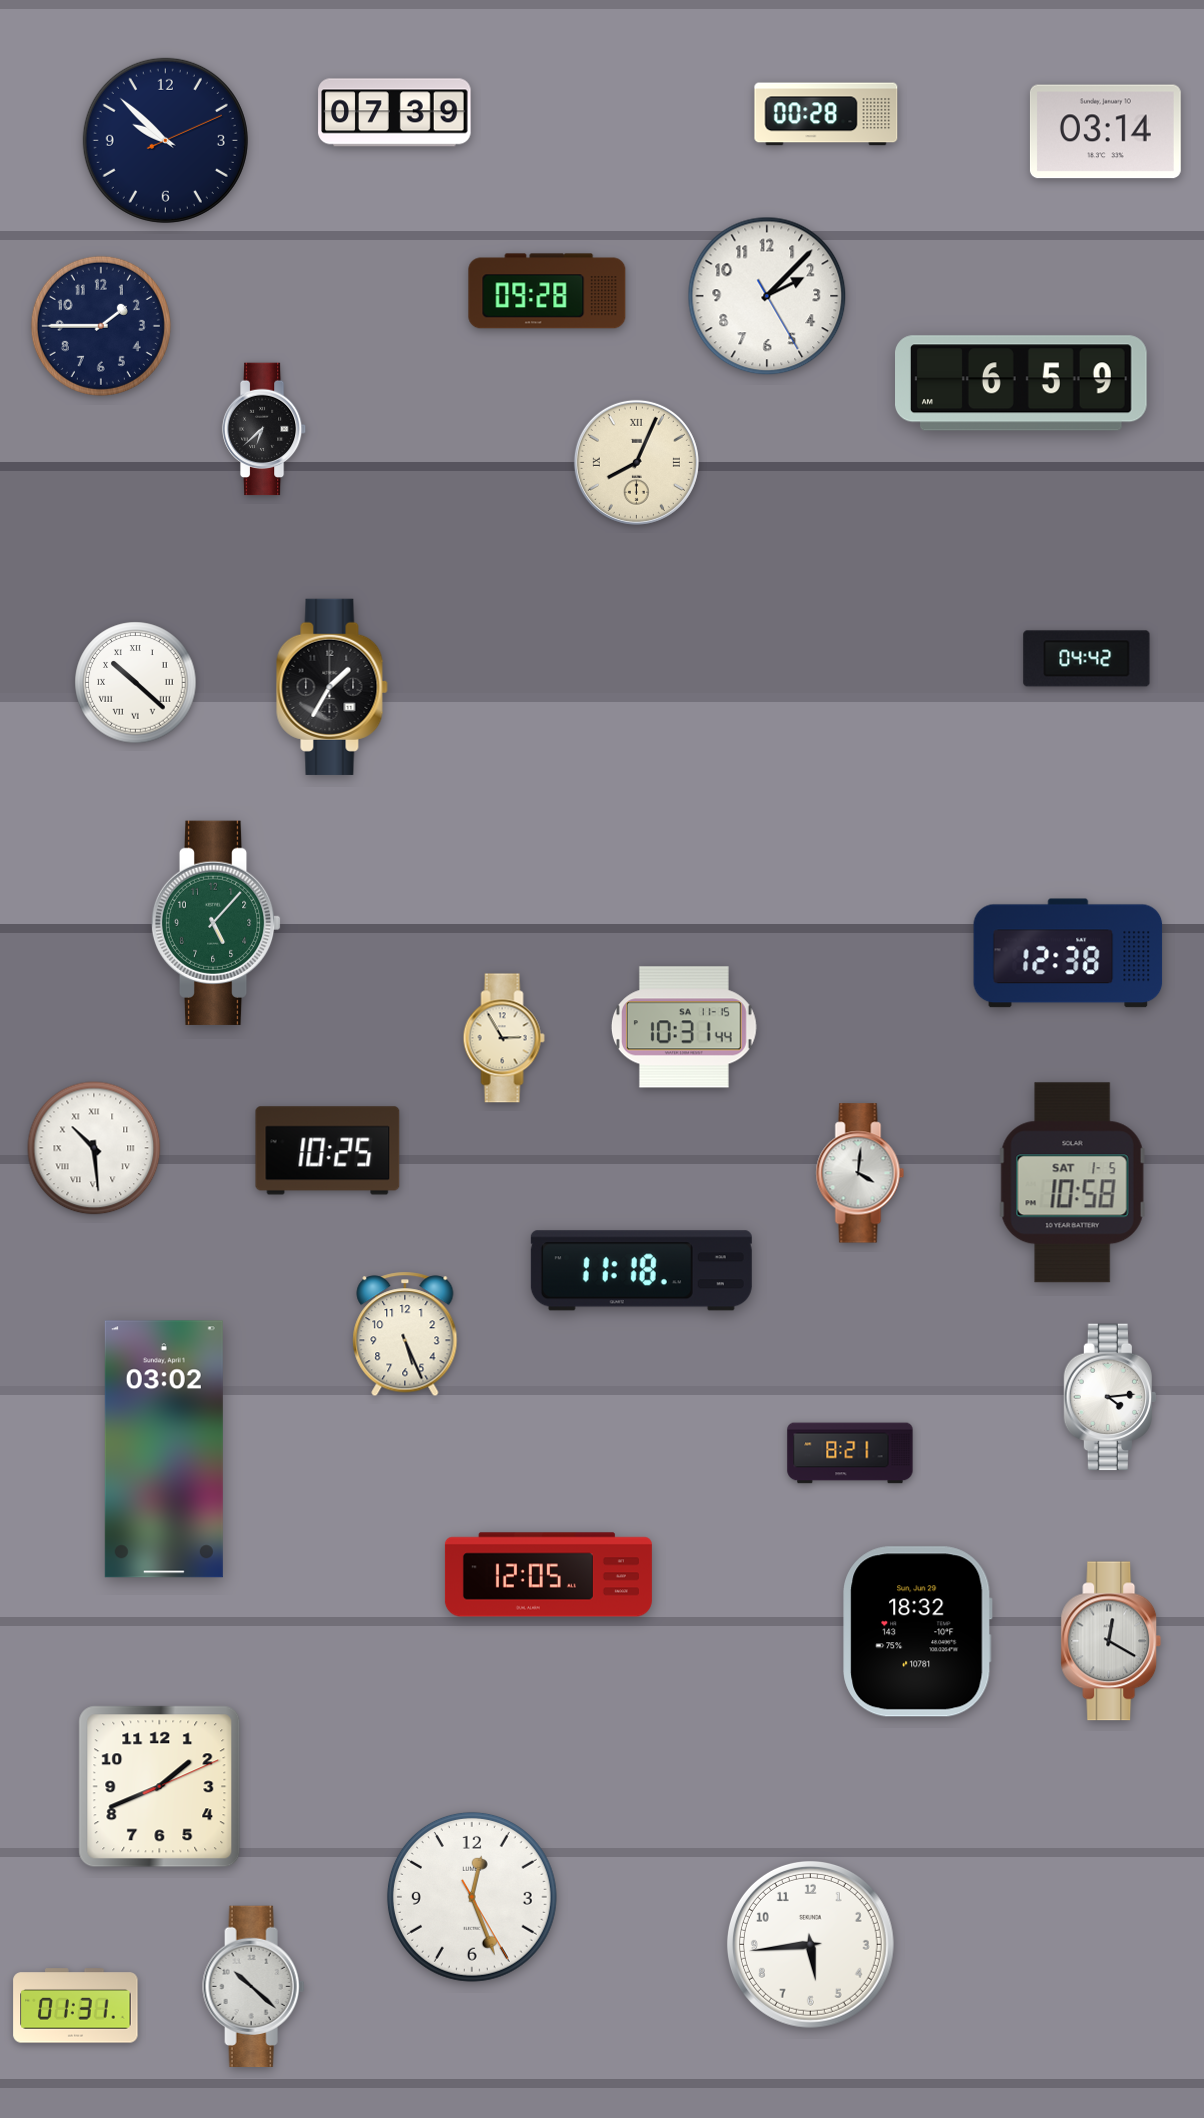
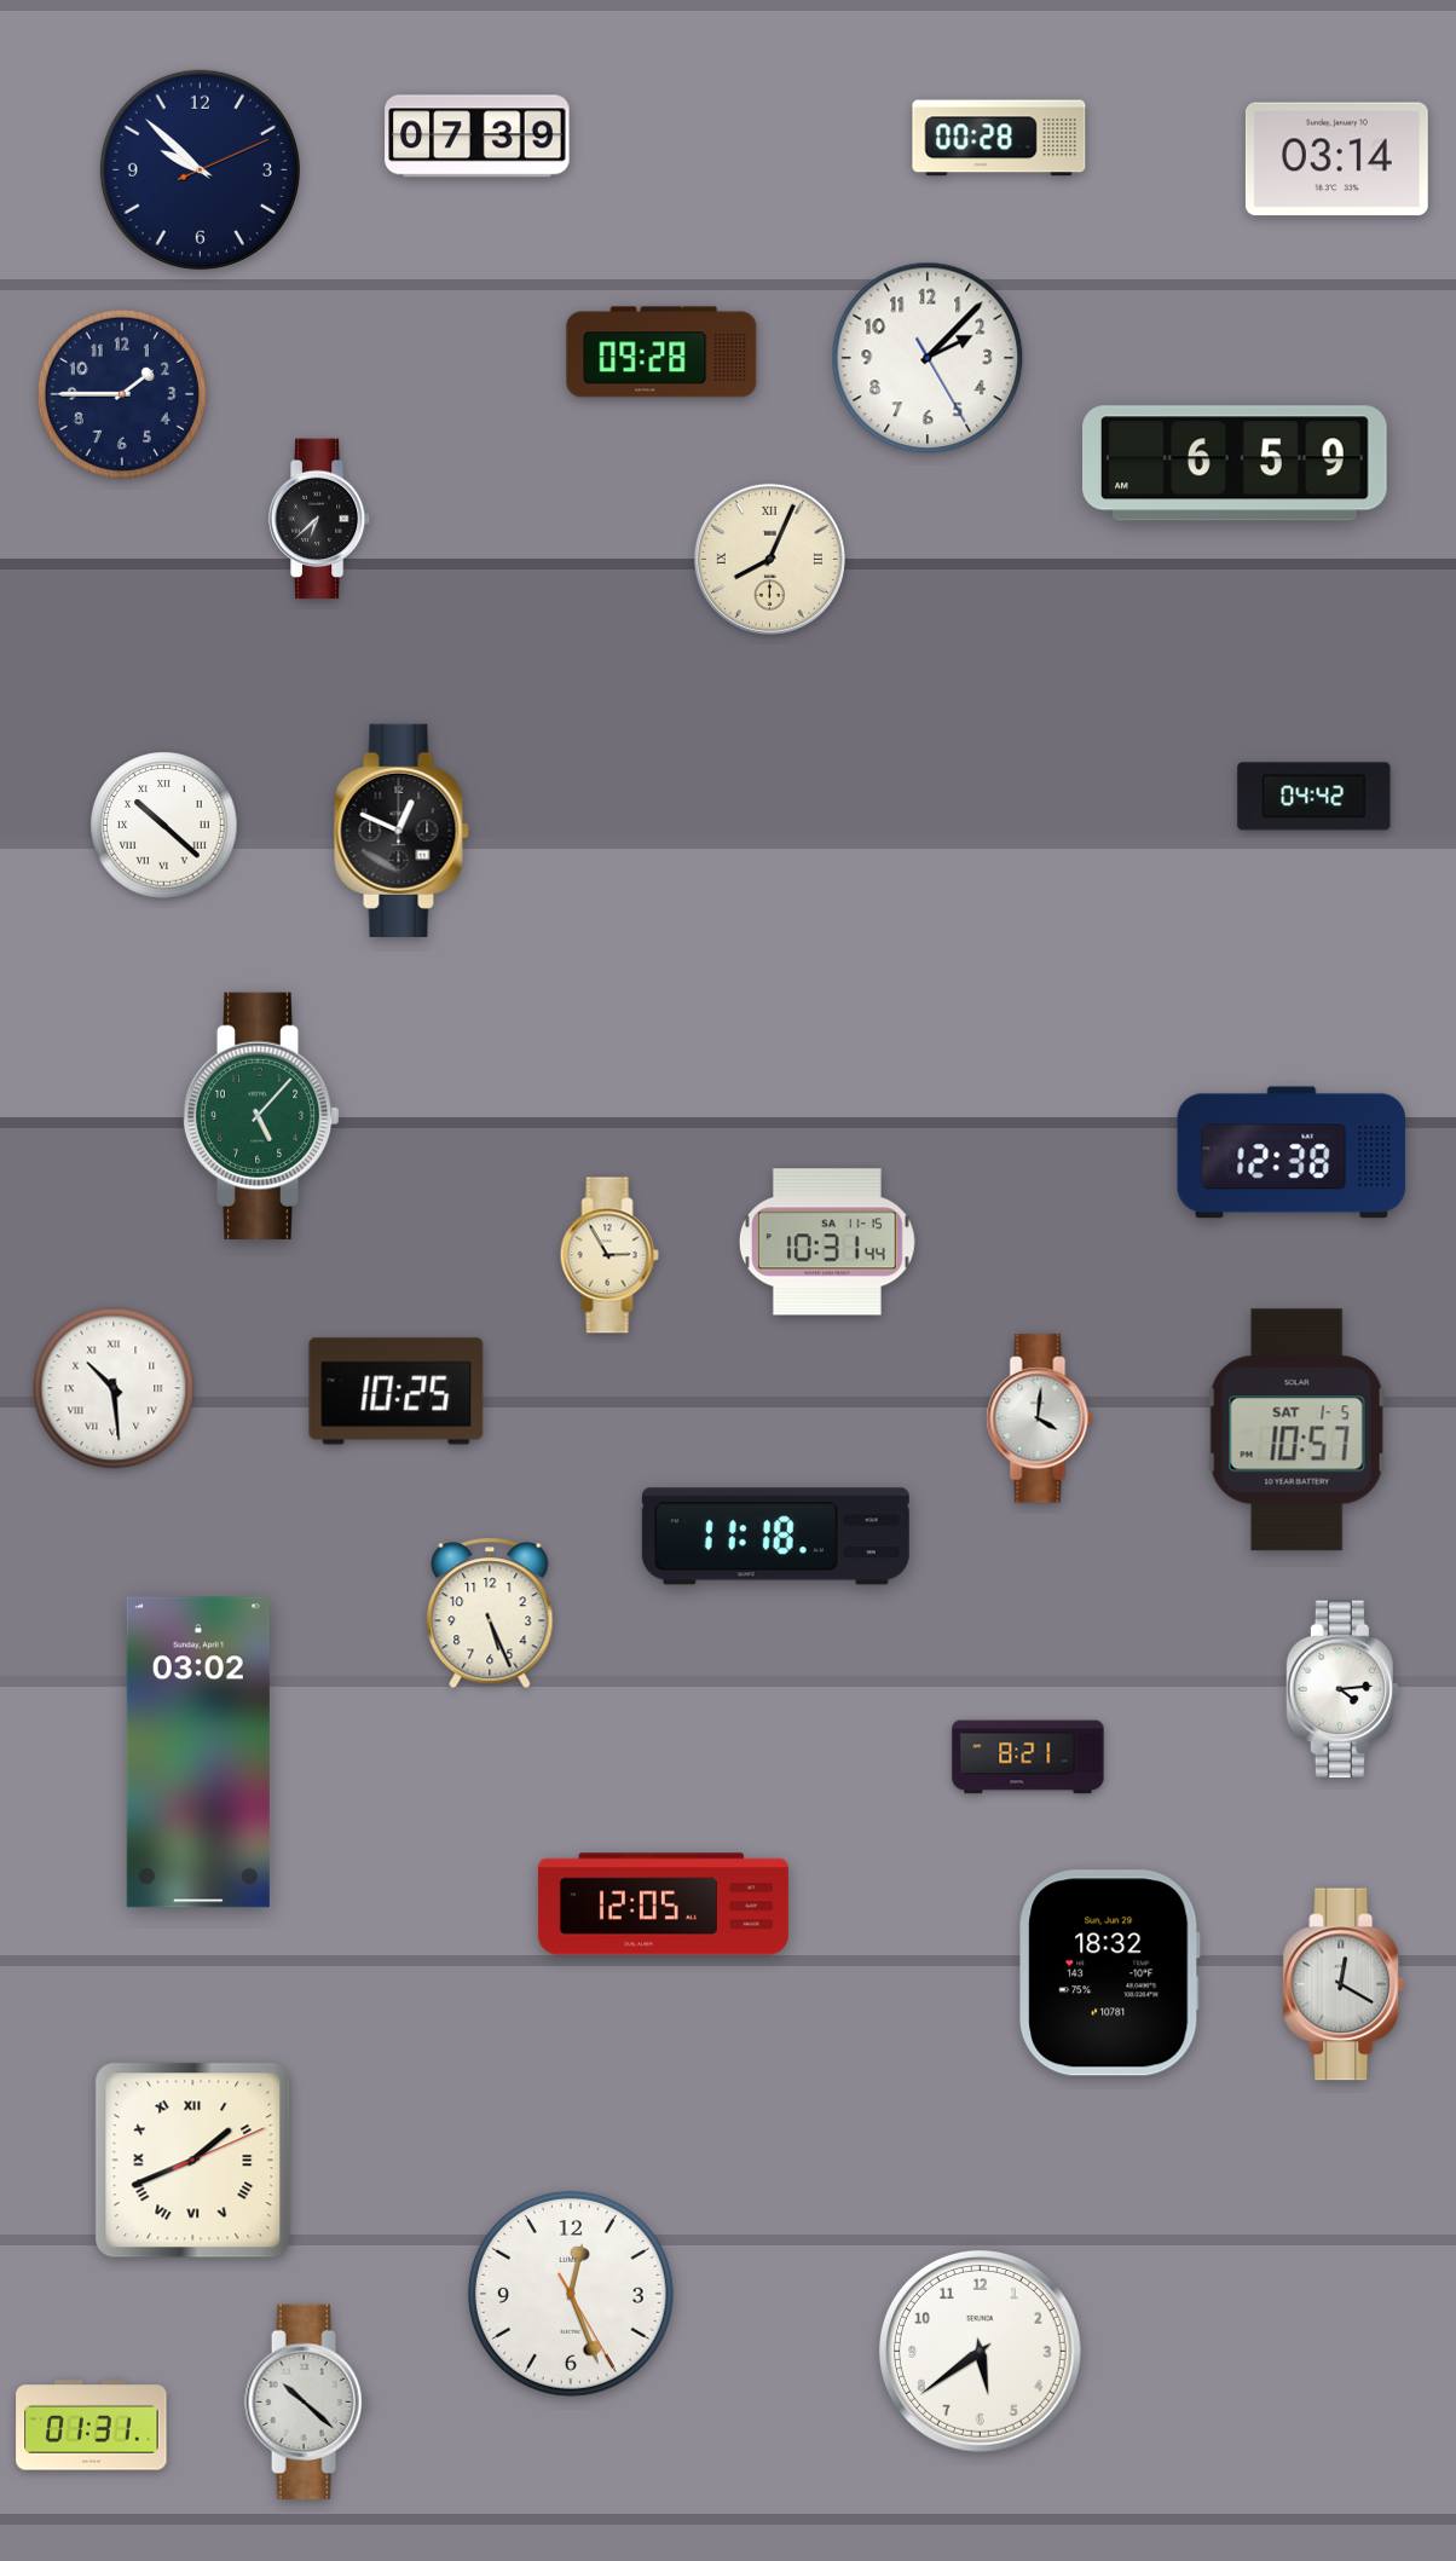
clock at (332, 687): 1:35 -> 12:49
clock at (1073, 1183): 10:58 -> 10:57
clock at (160, 1787) numerals: Arabic -> Roman
clock at (810, 1944): 5:44 -> 5:39
